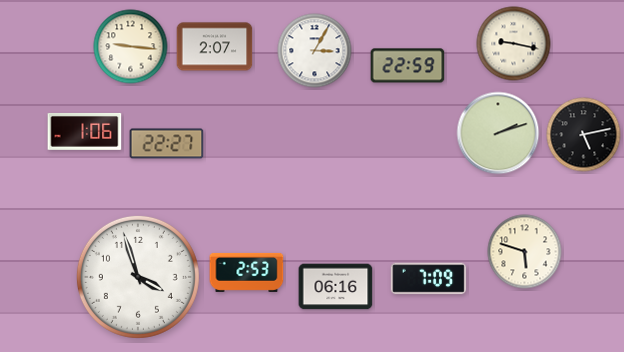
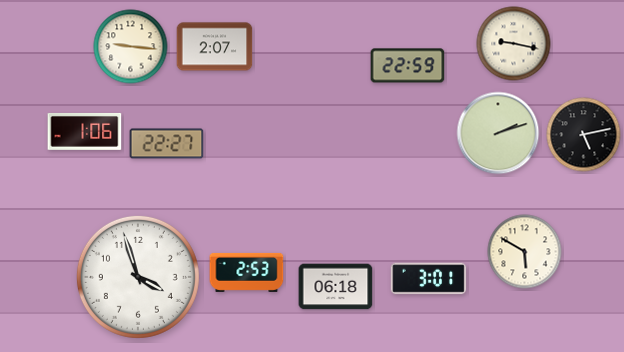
clock at (315, 51): 3:05 -> none
clock at (525, 252): 5:48 -> 5:50
clock at (429, 279): 7:09 -> 3:01
clock at (336, 287): 06:16 -> 06:18
